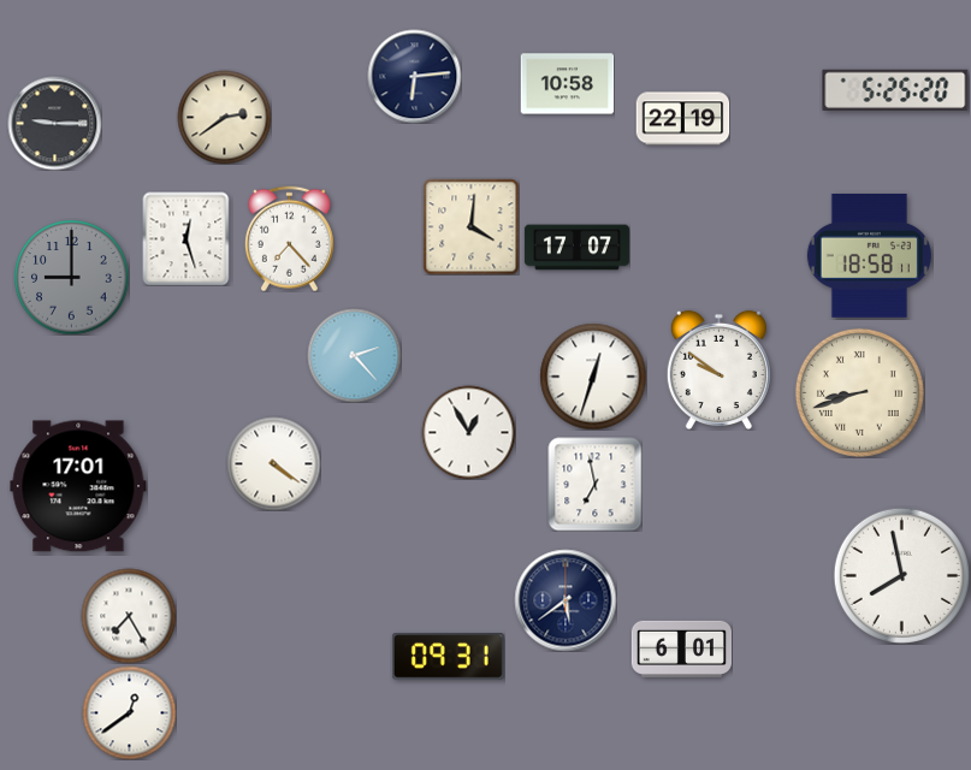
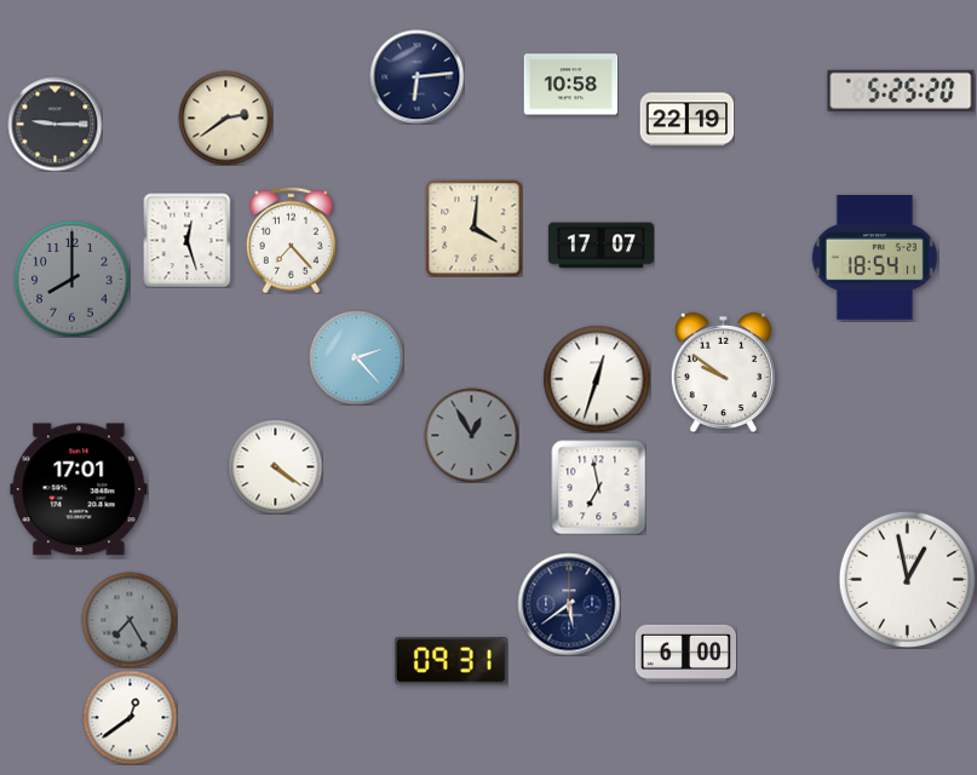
clock at (576, 248) position: (576, 248) -> (600, 246)
clock at (869, 255): 18:58 -> 18:54
clock at (71, 277): 9:00 -> 8:00
clock at (859, 392): 8:42 -> none
clock at (468, 432) dial: white -> grey
clock at (901, 575): 7:58 -> 12:58
clock at (129, 616) dial: white -> grey
clock at (681, 648): 6:01 -> 6:00
